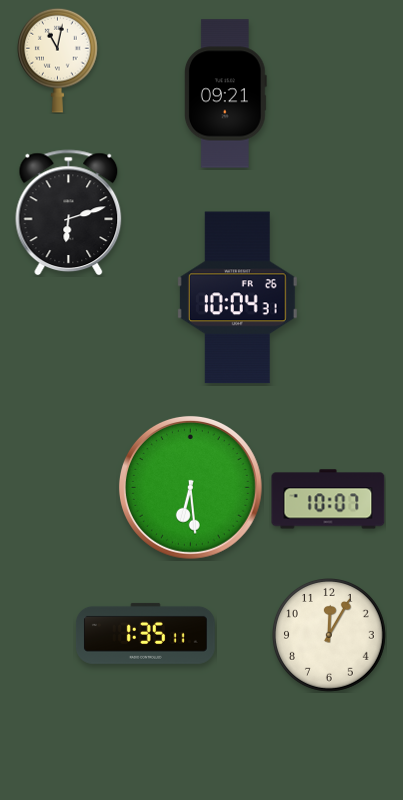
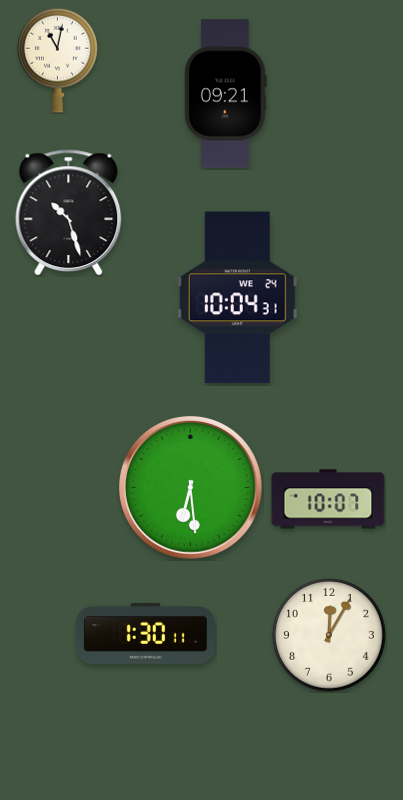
clock at (69, 213): 6:12 -> 10:27
clock at (237, 298) date: FR 26 -> WE 24
clock at (146, 633): 1:35 -> 1:30
